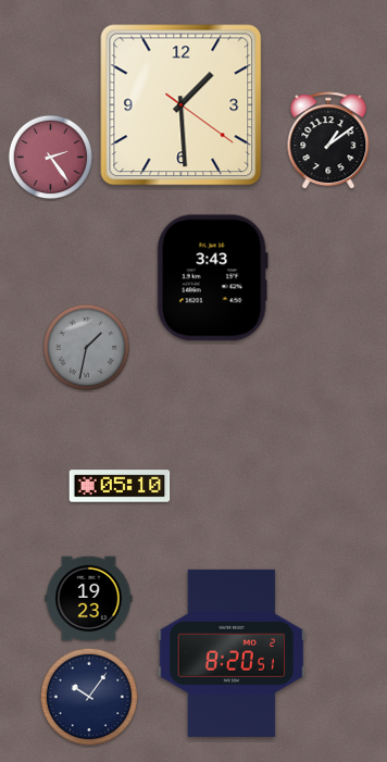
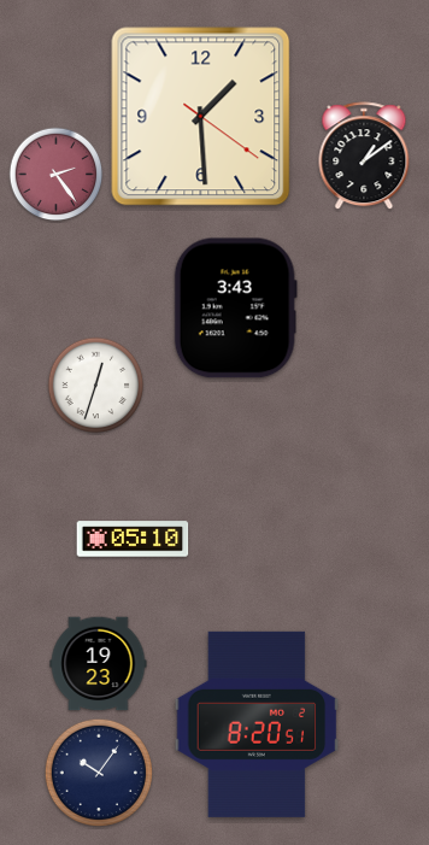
clock at (87, 348): 1:32 -> 12:33
clock at (87, 348) dial: grey -> white
